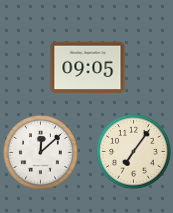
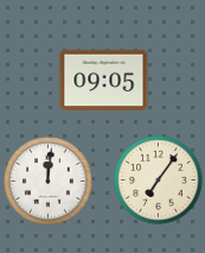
clock at (41, 153): 12:08 -> 12:01
